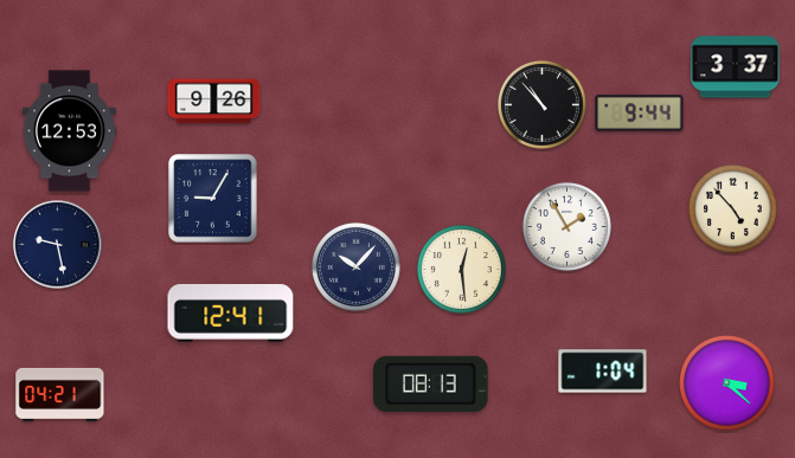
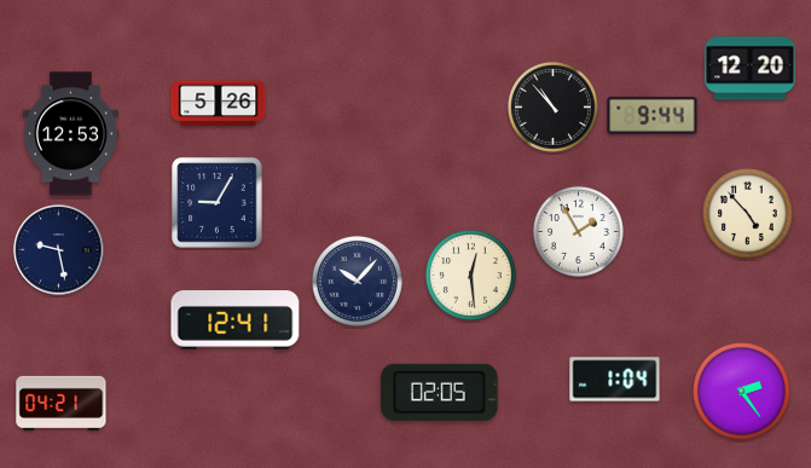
clock at (736, 67): 3:37 -> 12:20
clock at (214, 102): 9:26 -> 5:26
clock at (355, 266) position: (355, 266) -> (357, 281)
clock at (431, 383): 08:13 -> 02:05
clock at (727, 383): 3:22 -> 2:24
